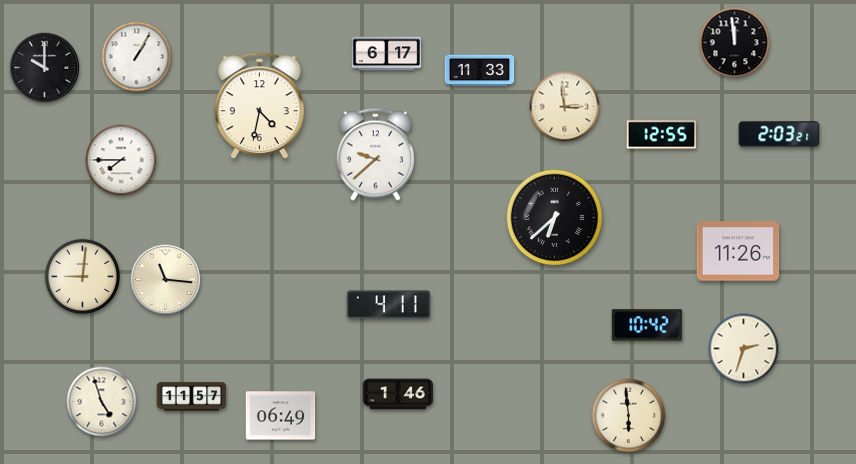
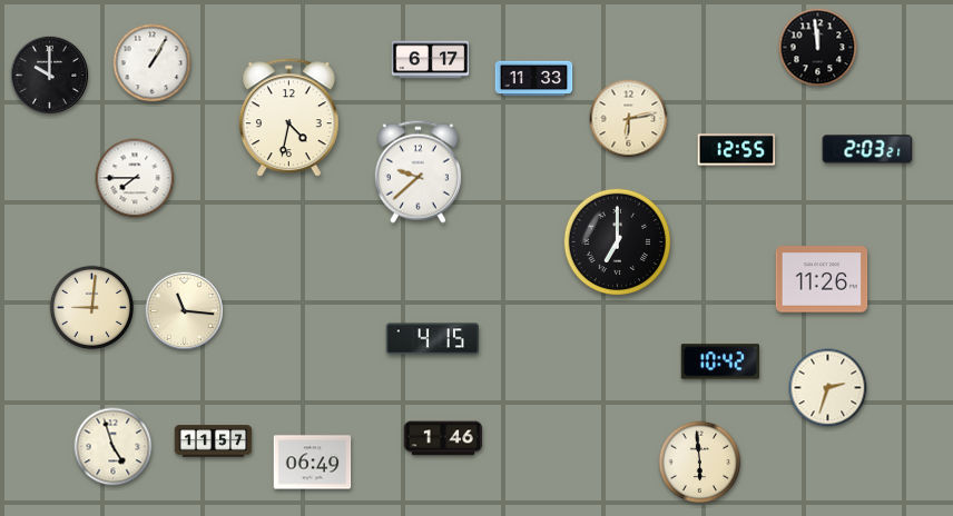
clock at (565, 107): 2:59 -> 6:13
clock at (555, 218): 6:38 -> 7:00
clock at (388, 305): 4:11 -> 4:15
